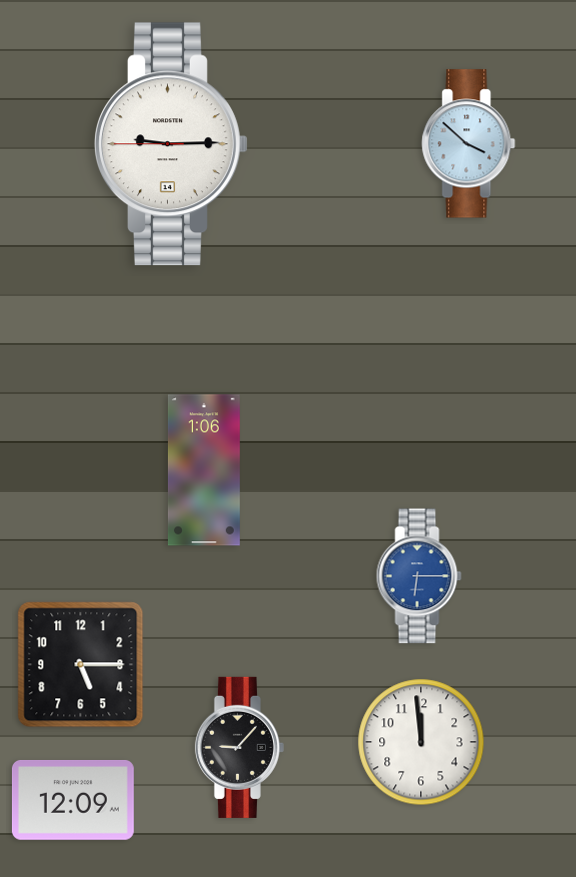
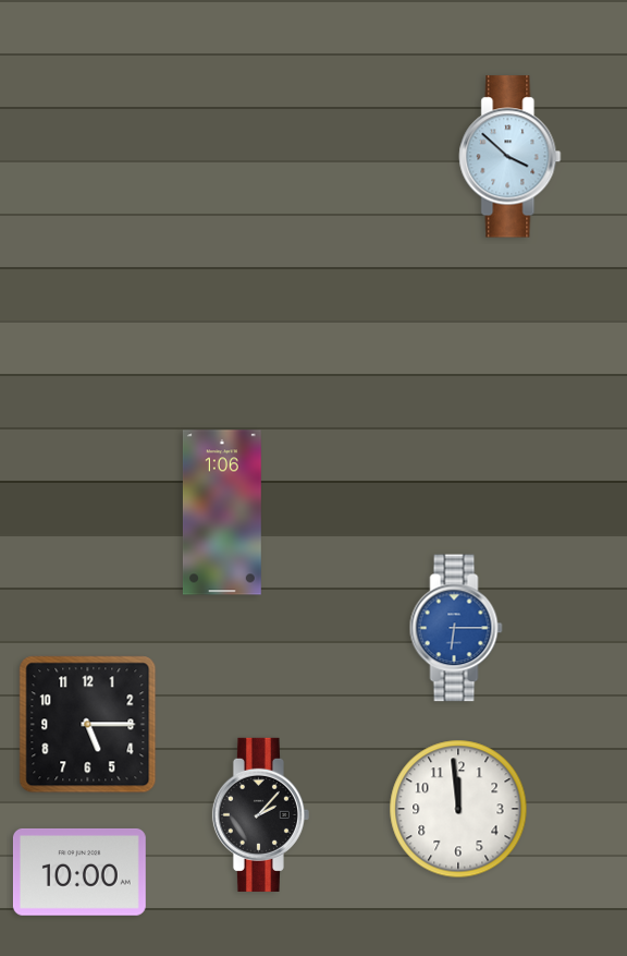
clock at (171, 144): 9:14 -> none
clock at (239, 747): 9:07 -> 2:07
clock at (73, 800): 12:09 -> 10:00
